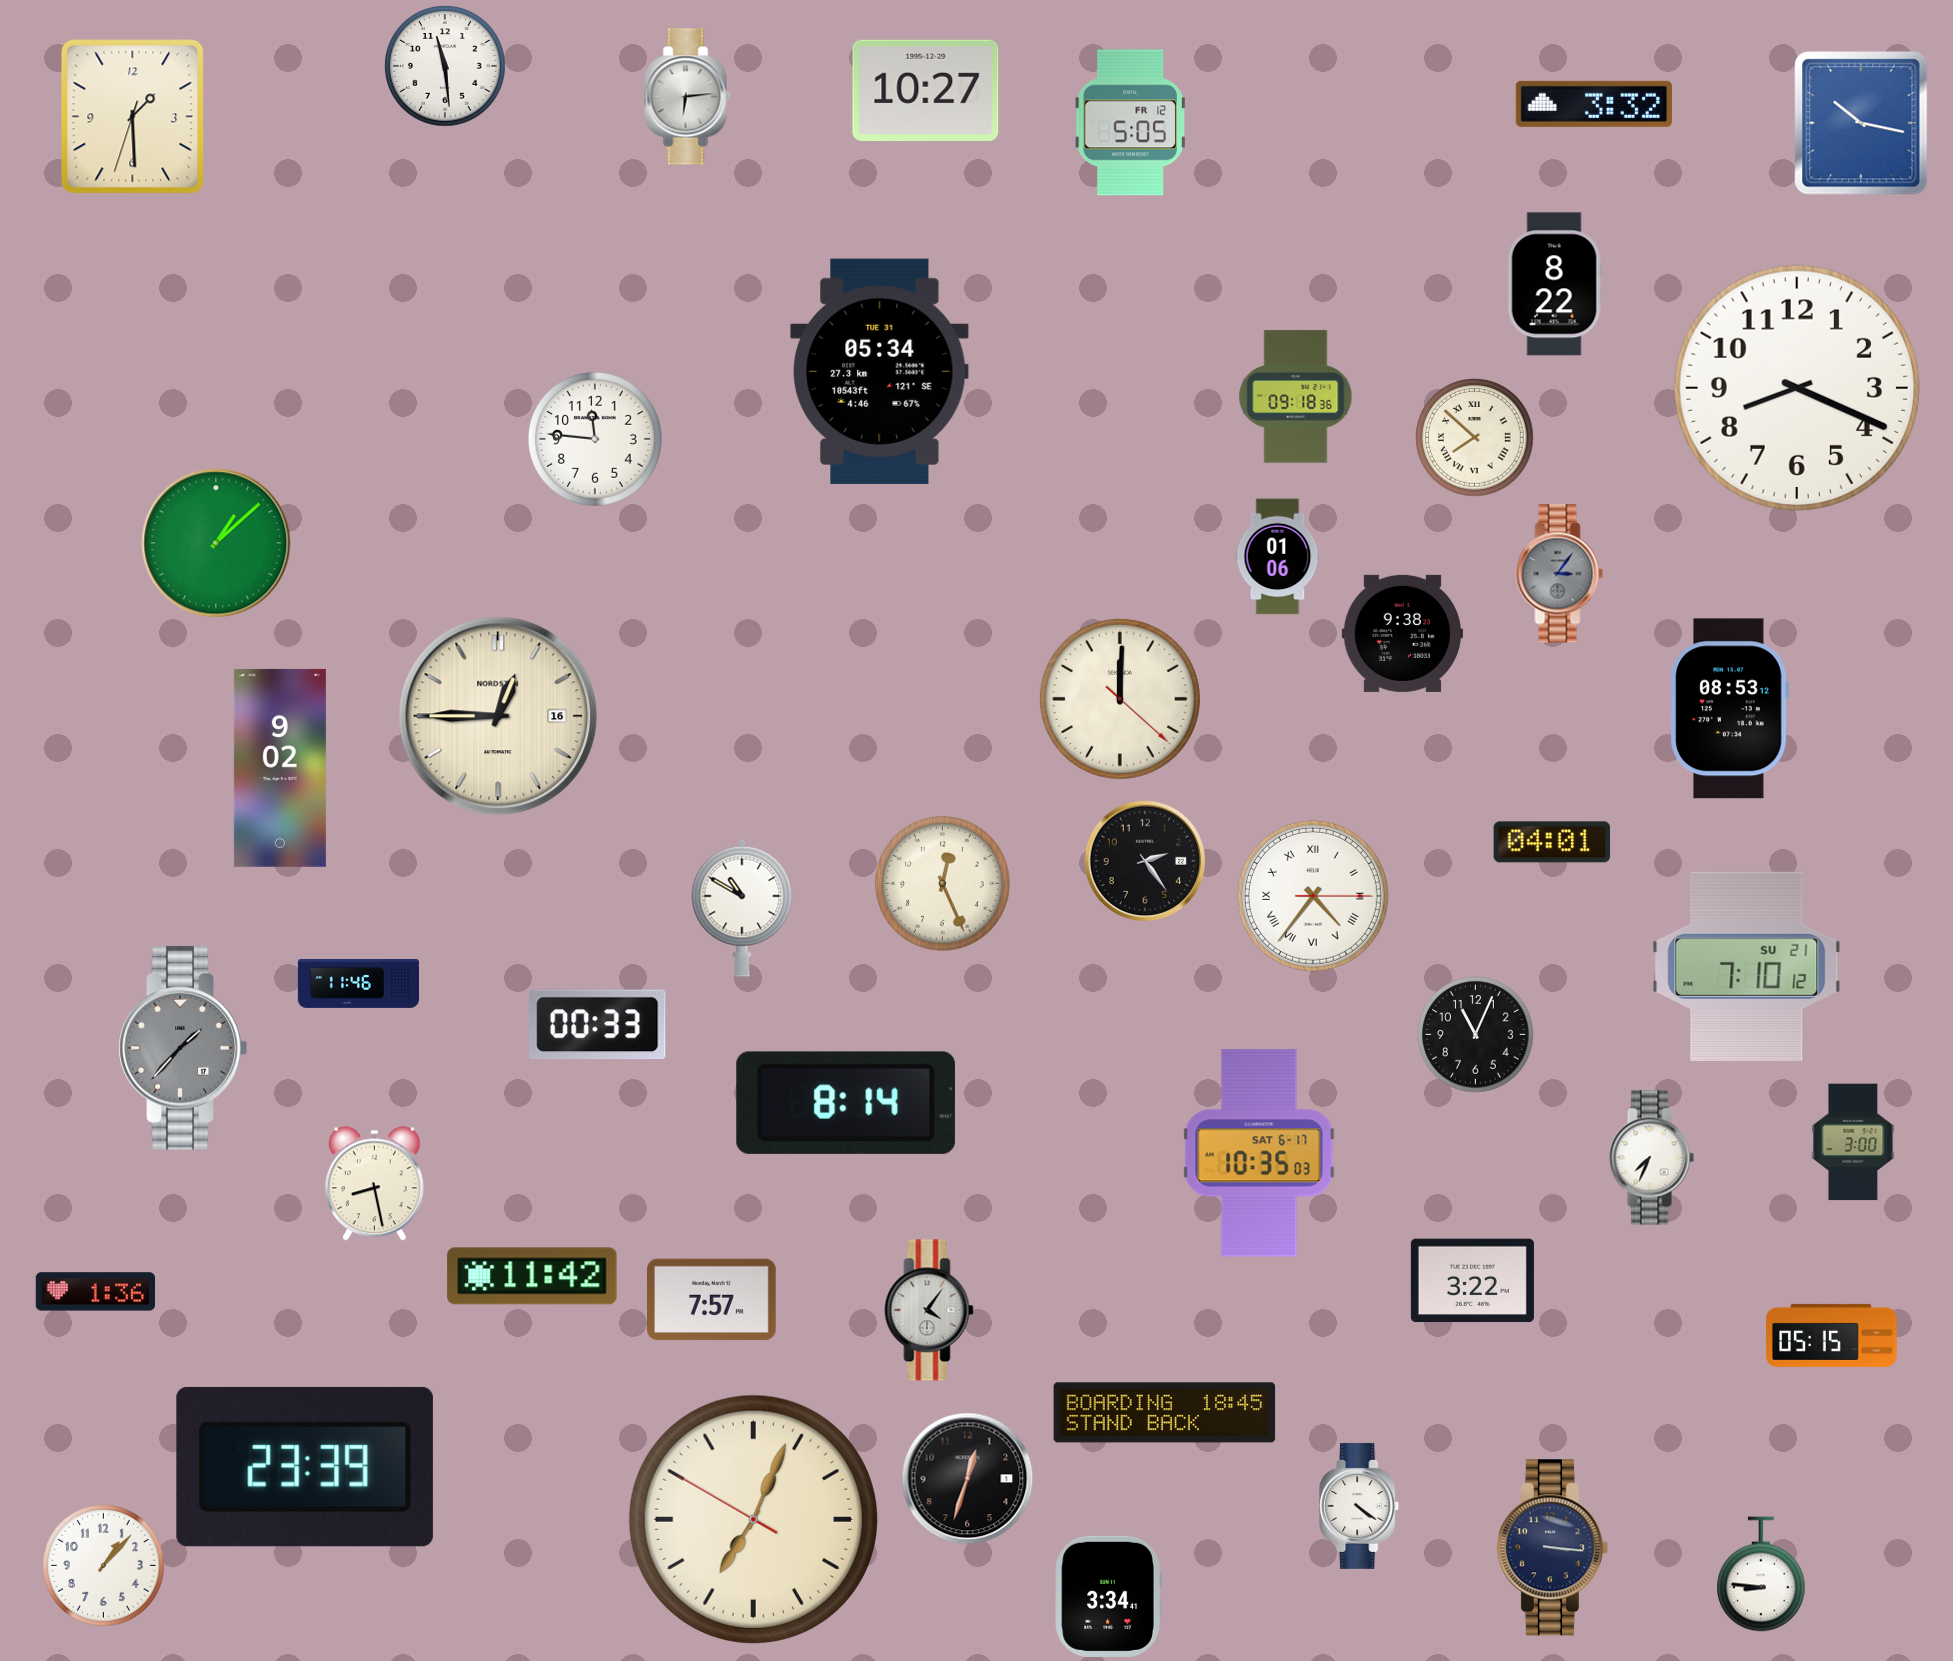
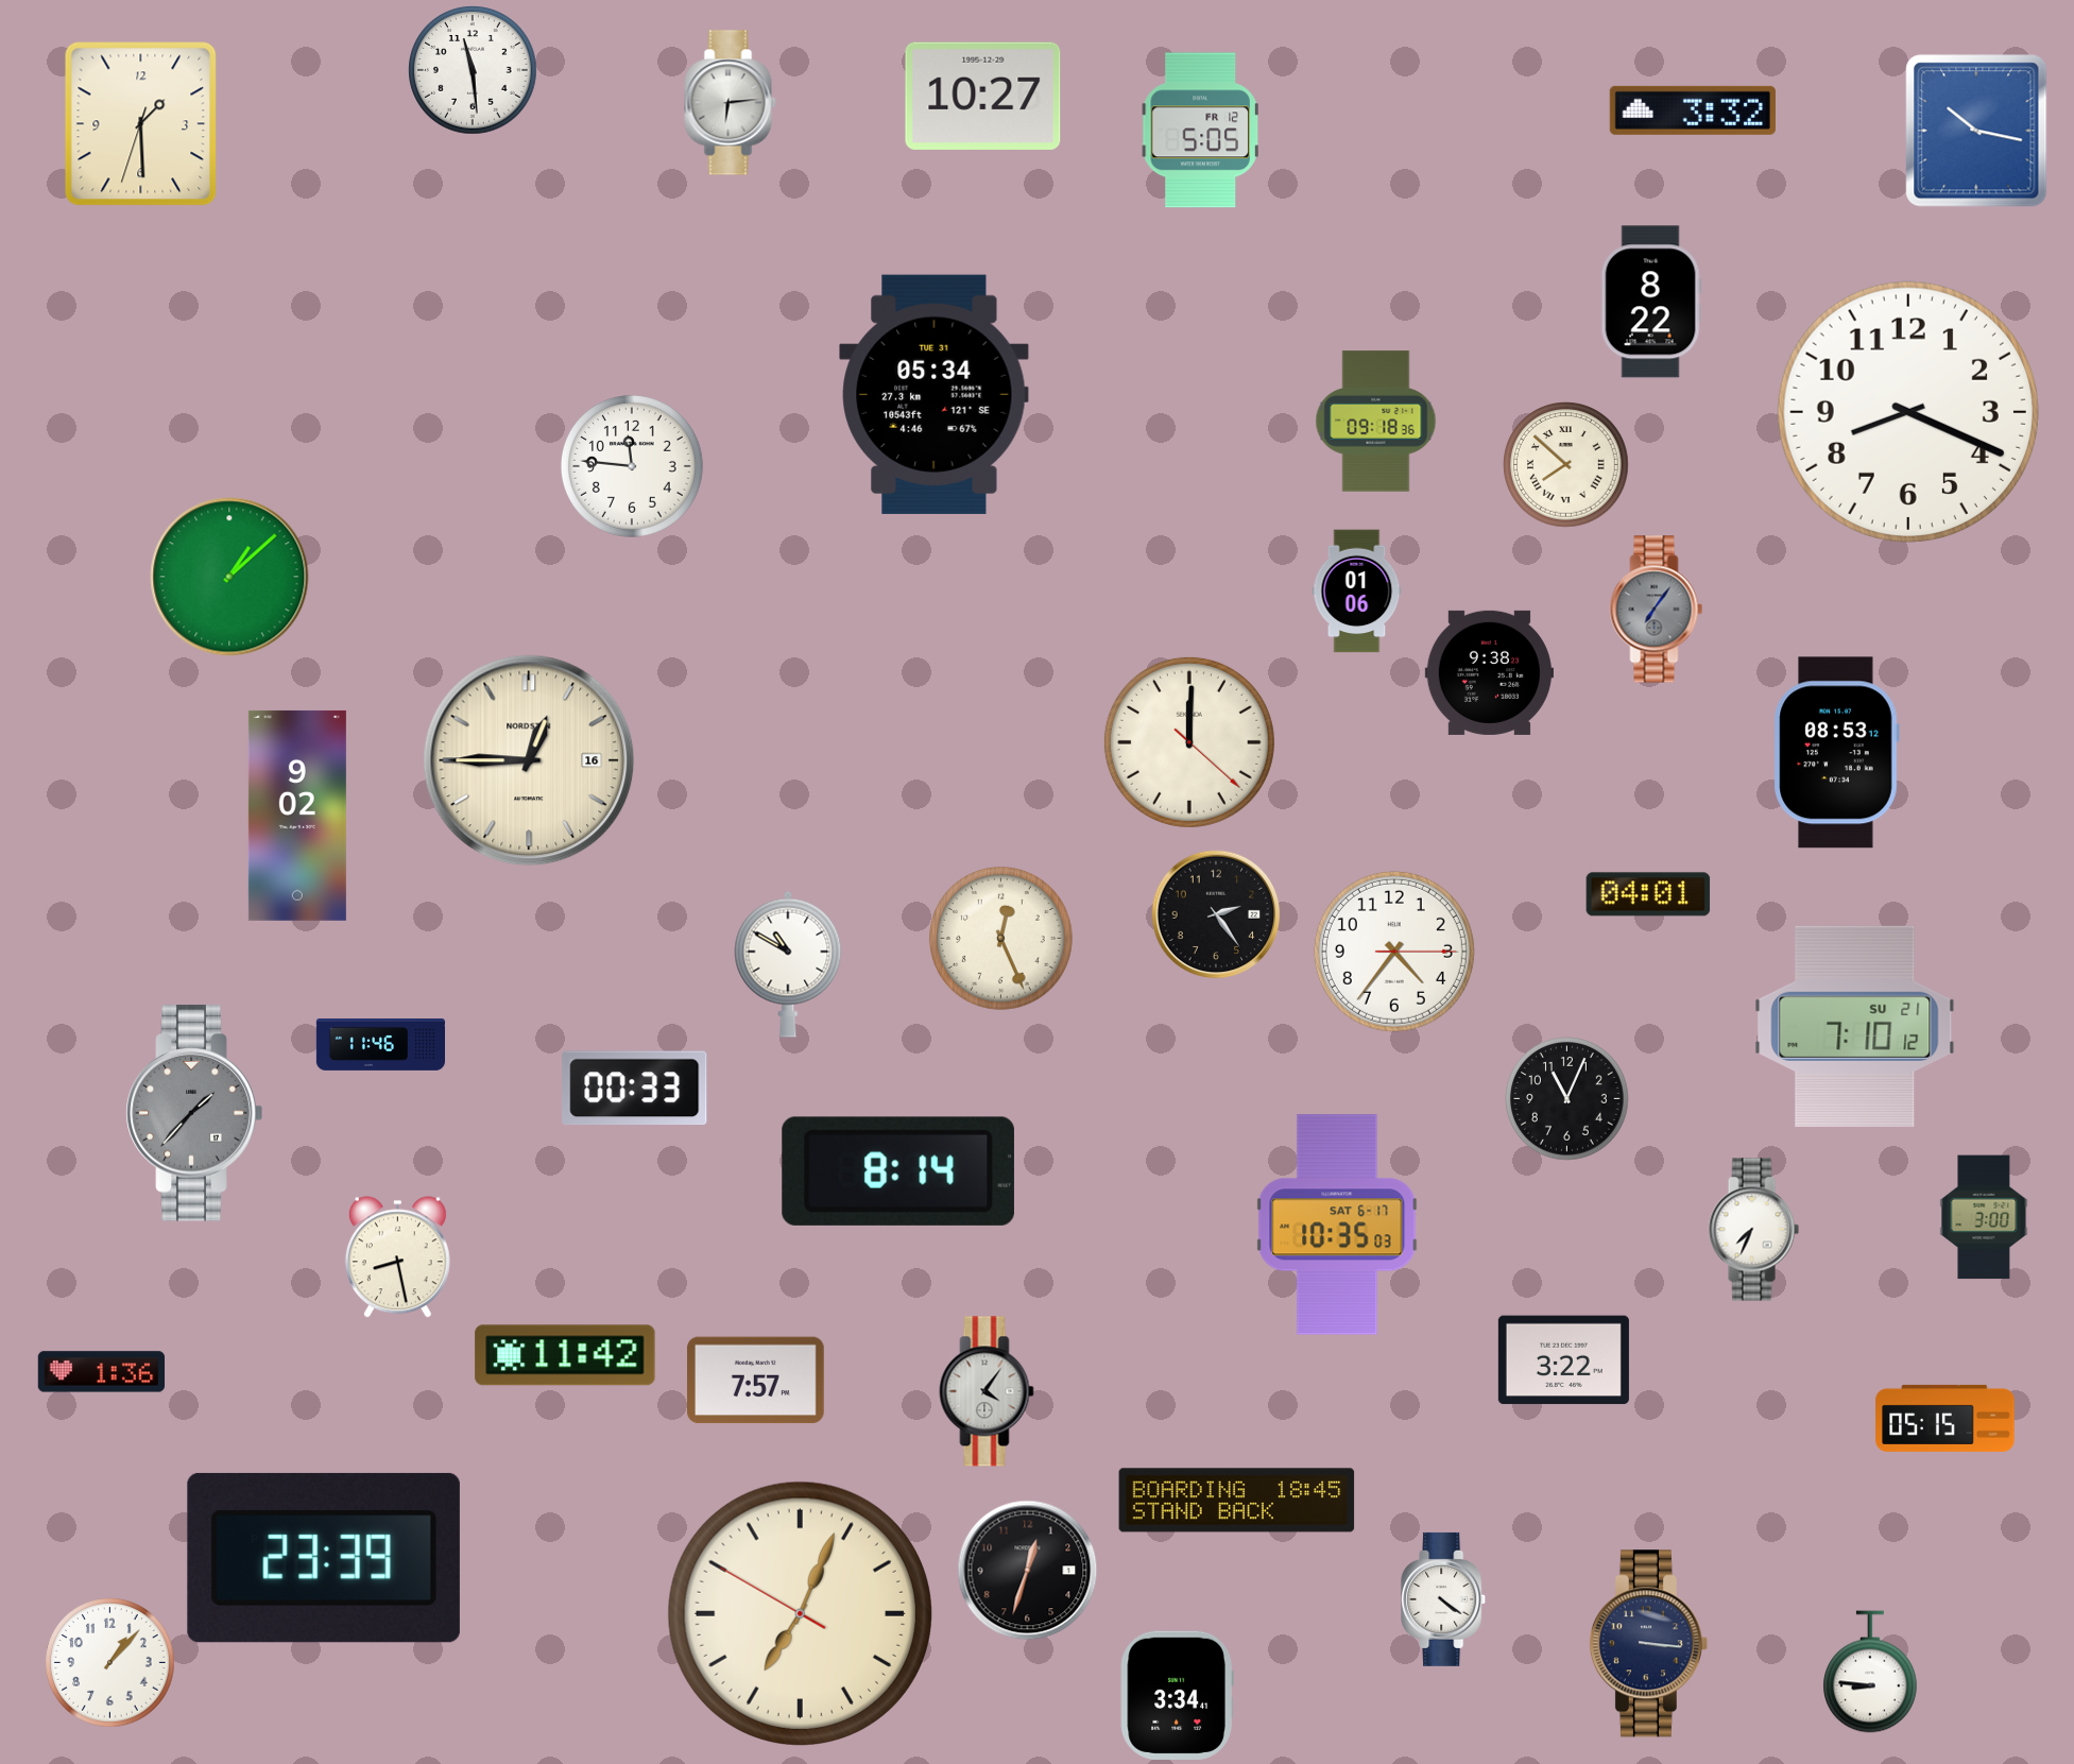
clock at (1560, 574): 3:06 -> 7:06
clock at (1313, 896) numerals: Roman -> Arabic
clock at (1853, 1142) position: (1853, 1142) -> (1984, 1217)
